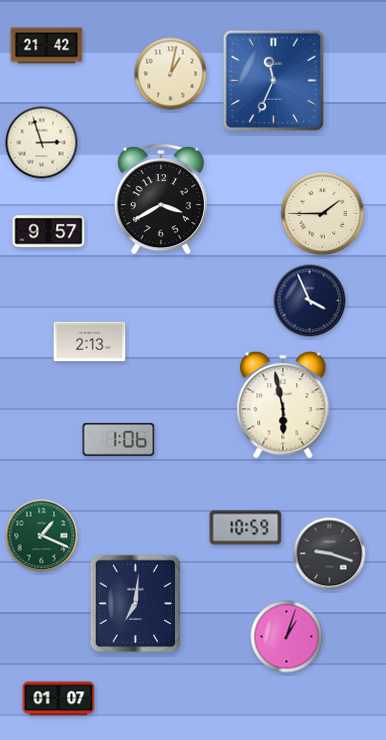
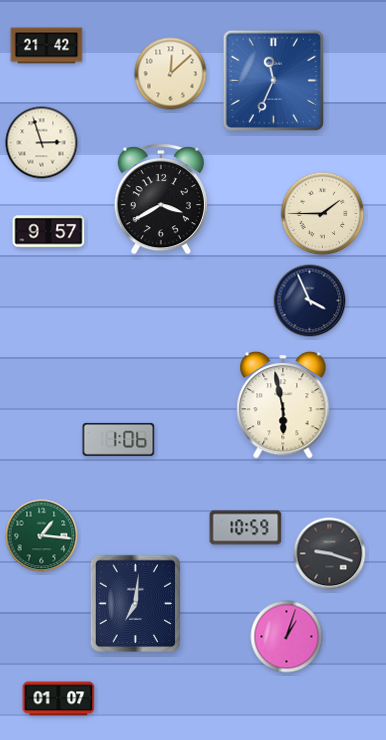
clock at (171, 74): 1:02 -> 12:08
clock at (90, 342): 2:13 -> none
clock at (42, 536): 1:19 -> 1:16
